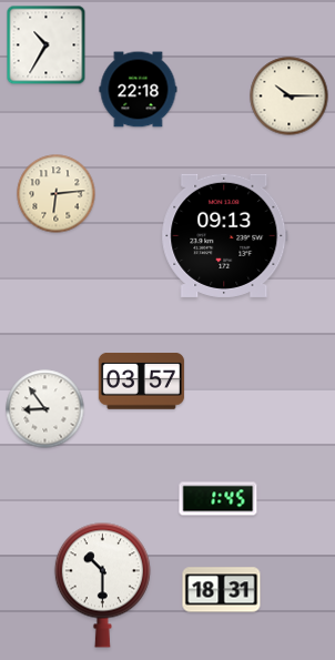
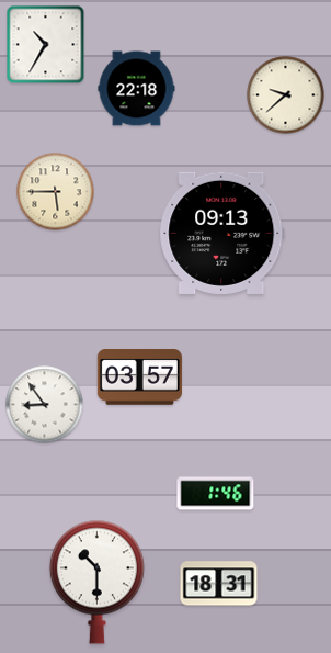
clock at (290, 97): 10:15 -> 9:38
clock at (57, 194): 6:14 -> 5:45
clock at (219, 499): 1:45 -> 1:46
clock at (102, 585) position: (102, 585) -> (96, 582)
